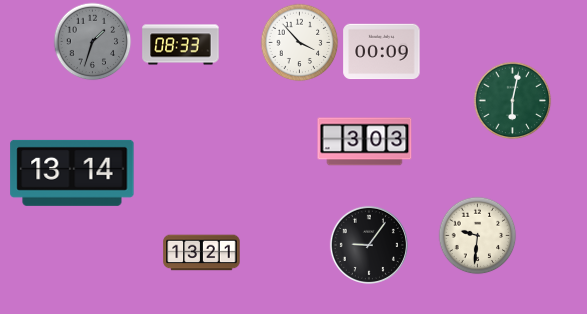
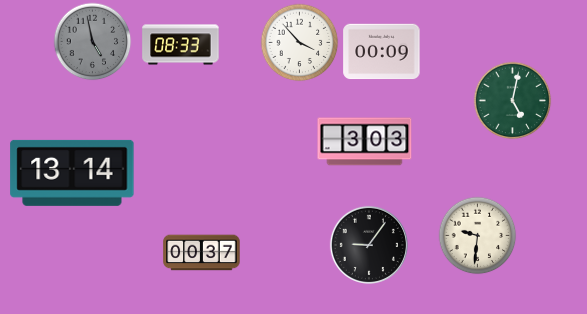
clock at (92, 41): 1:33 -> 4:58
clock at (512, 100): 6:02 -> 5:02
clock at (202, 253): 13:21 -> 00:37
